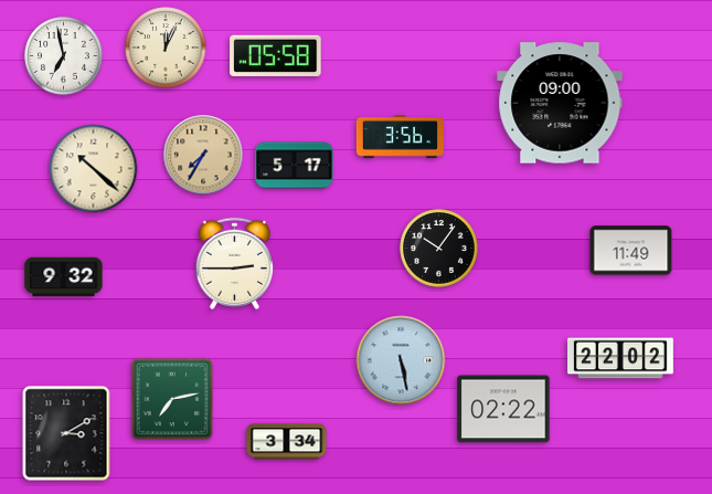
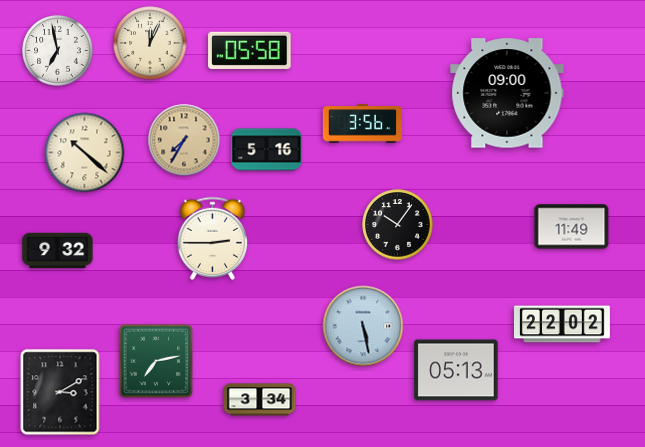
clock at (295, 166): 5:17 -> 5:16
clock at (503, 409): 02:22 -> 05:13
